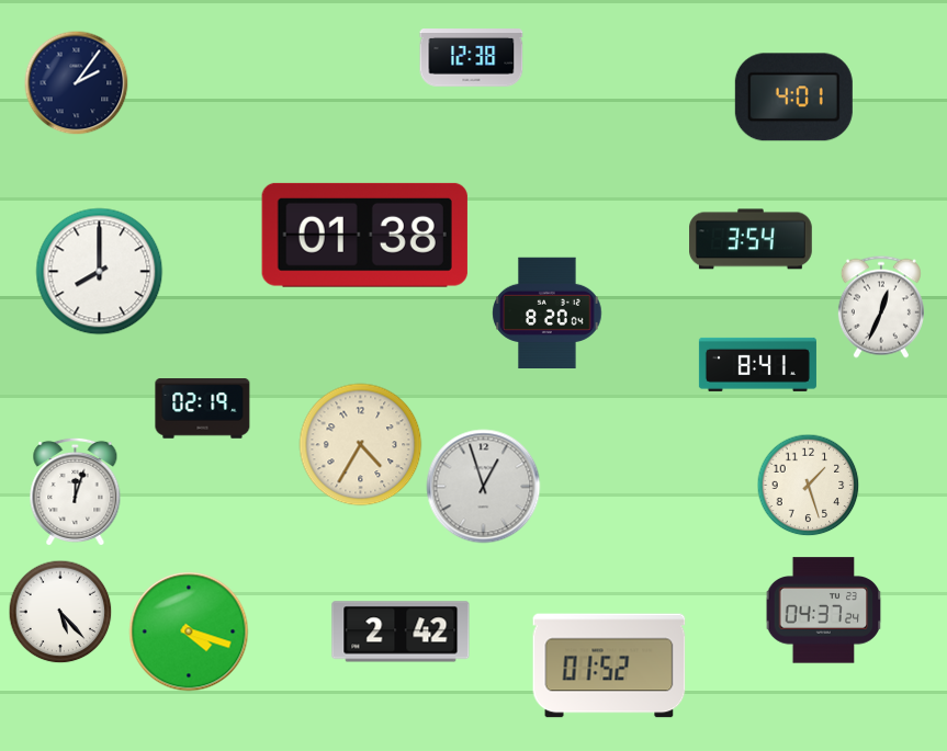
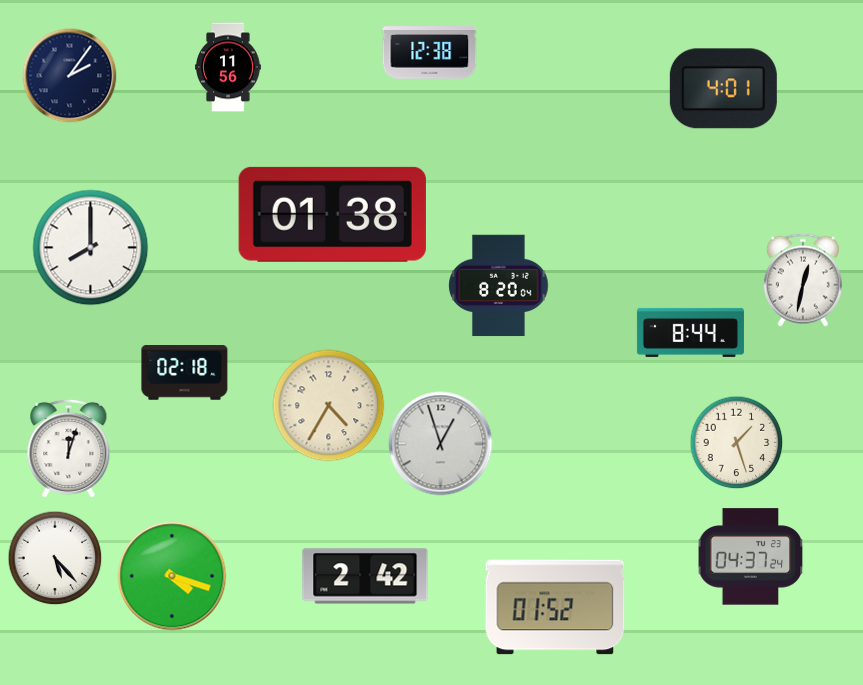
clock at (229, 67): none -> 11:56
clock at (752, 239): 3:54 -> none
clock at (881, 307): 12:34 -> 12:32
clock at (757, 364): 8:41 -> 8:44
clock at (203, 409): 02:19 -> 02:18
